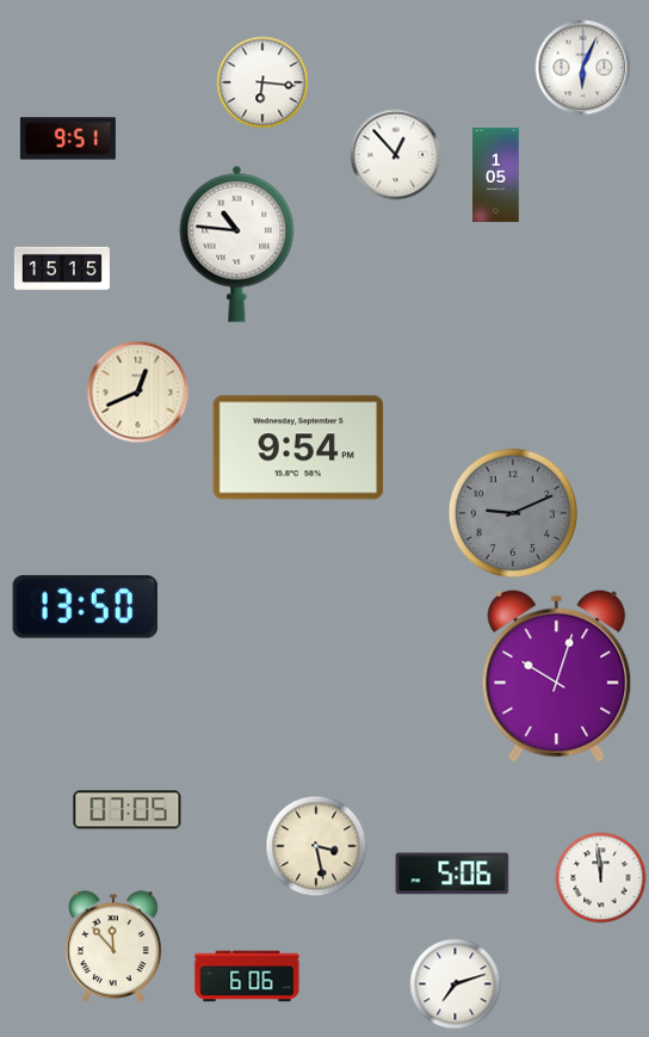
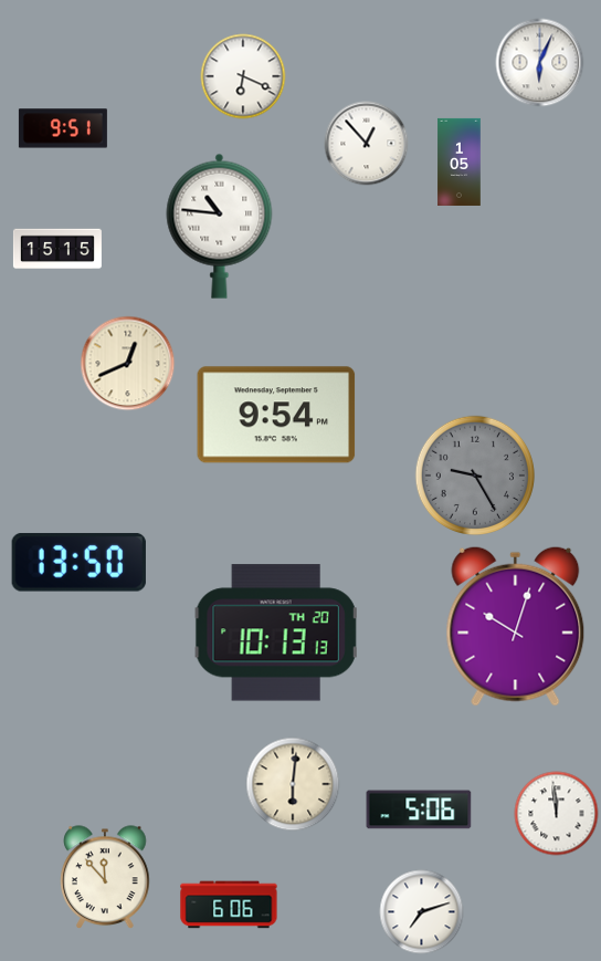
clock at (262, 82): 6:16 -> 6:19
clock at (512, 512): 9:11 -> 9:25
clock at (276, 633): none -> 10:13
clock at (128, 810): 07:05 -> none
clock at (316, 846): 3:28 -> 6:01
